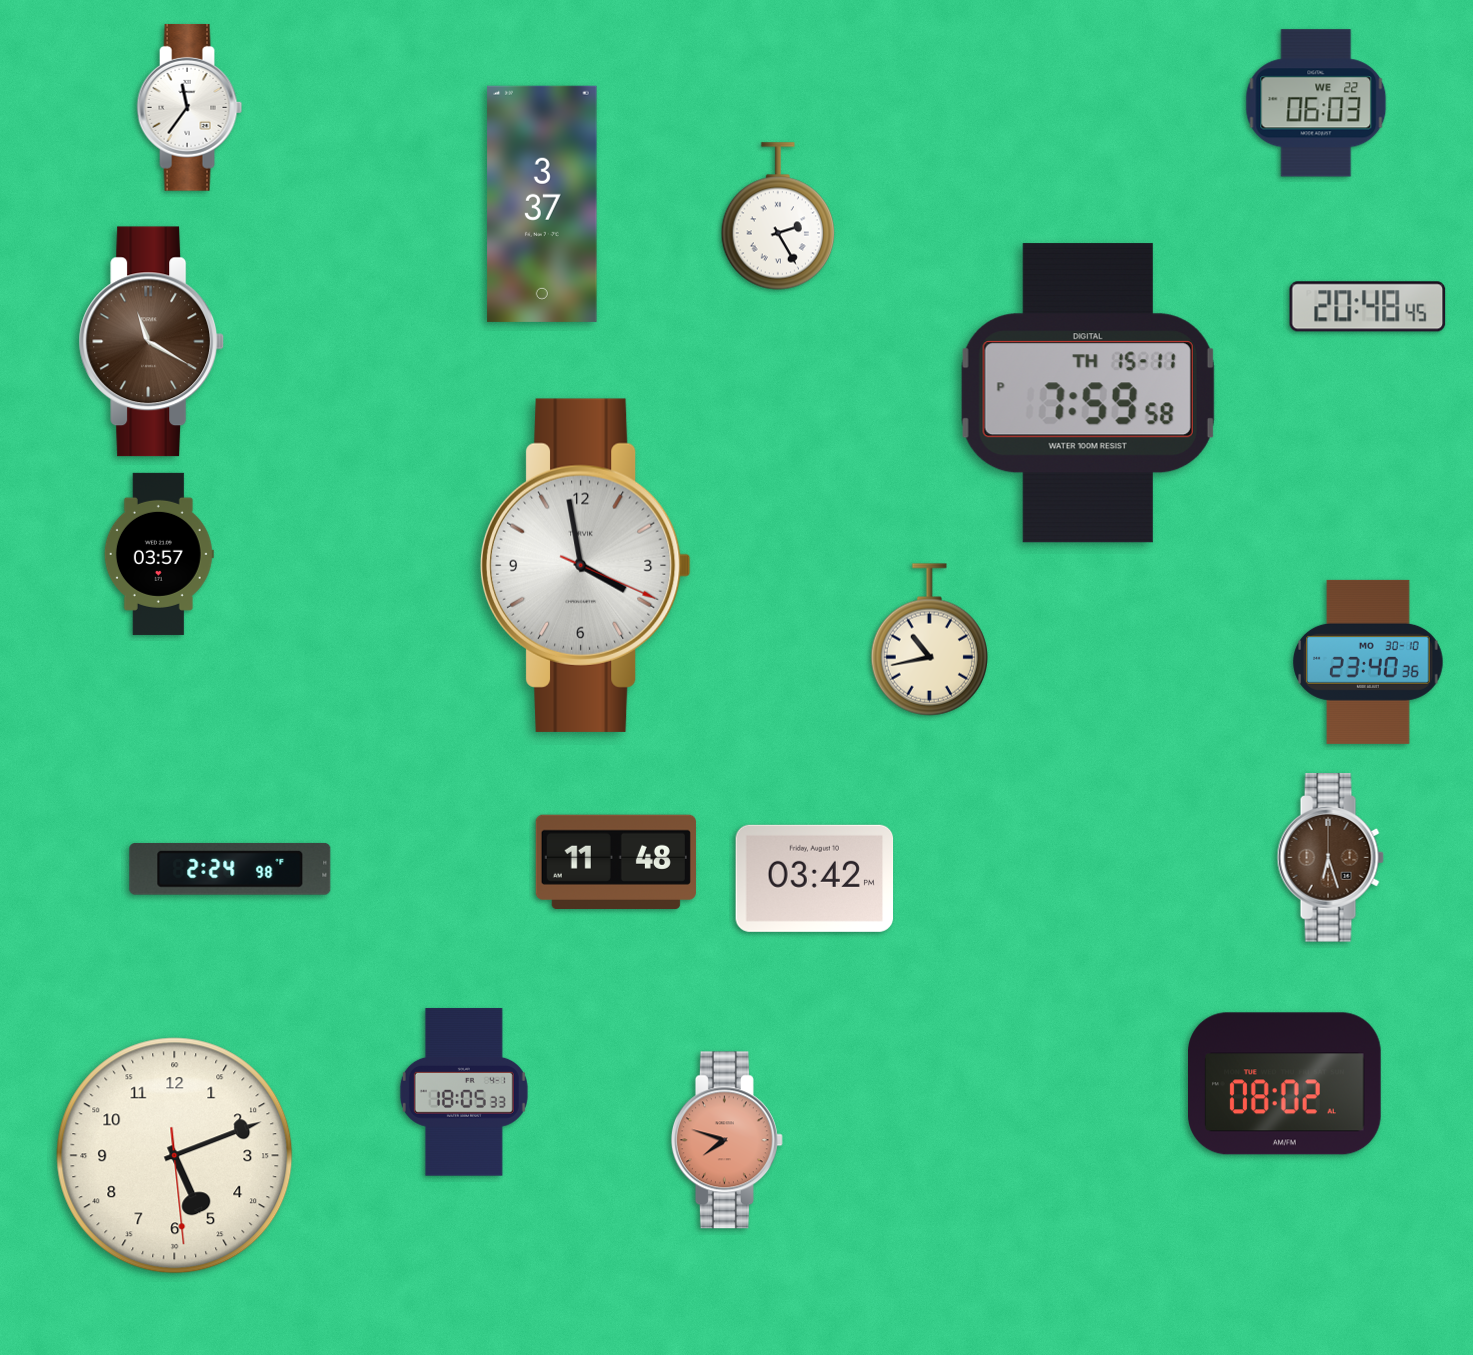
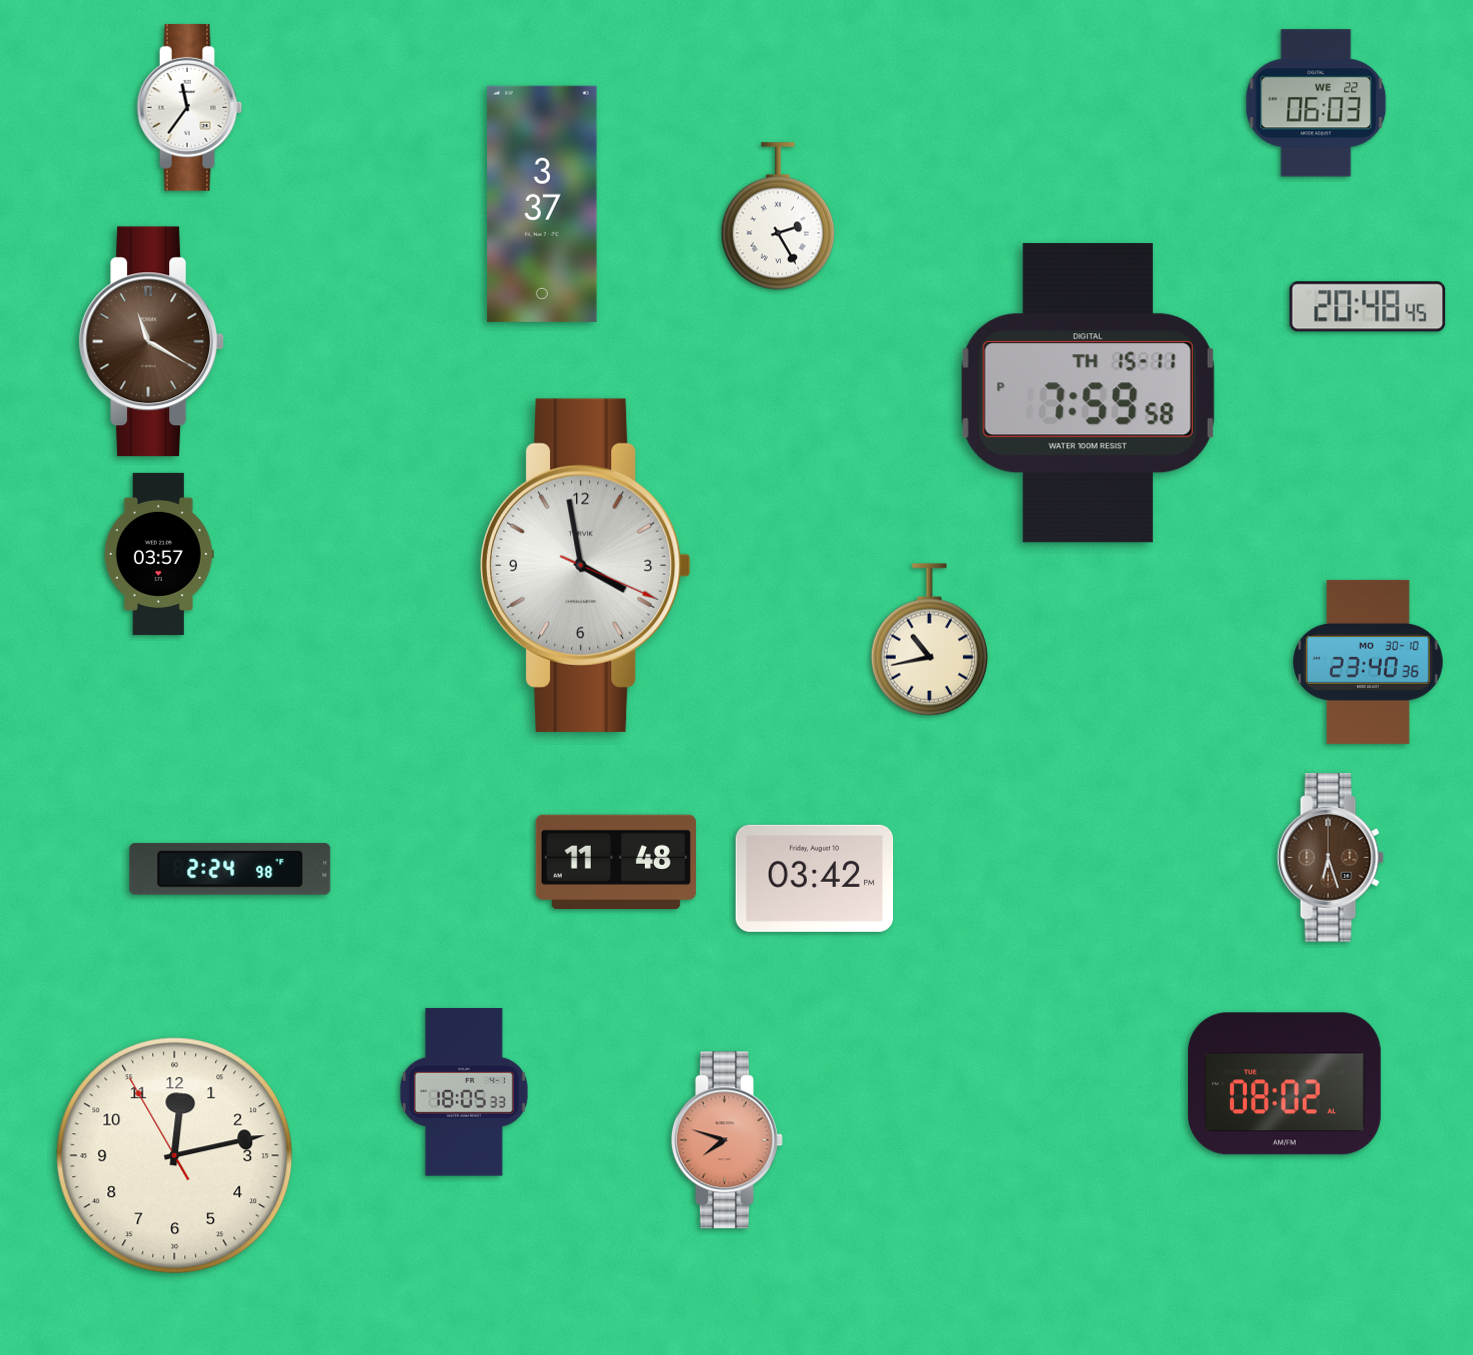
clock at (175, 1156): 5:11 -> 12:12
